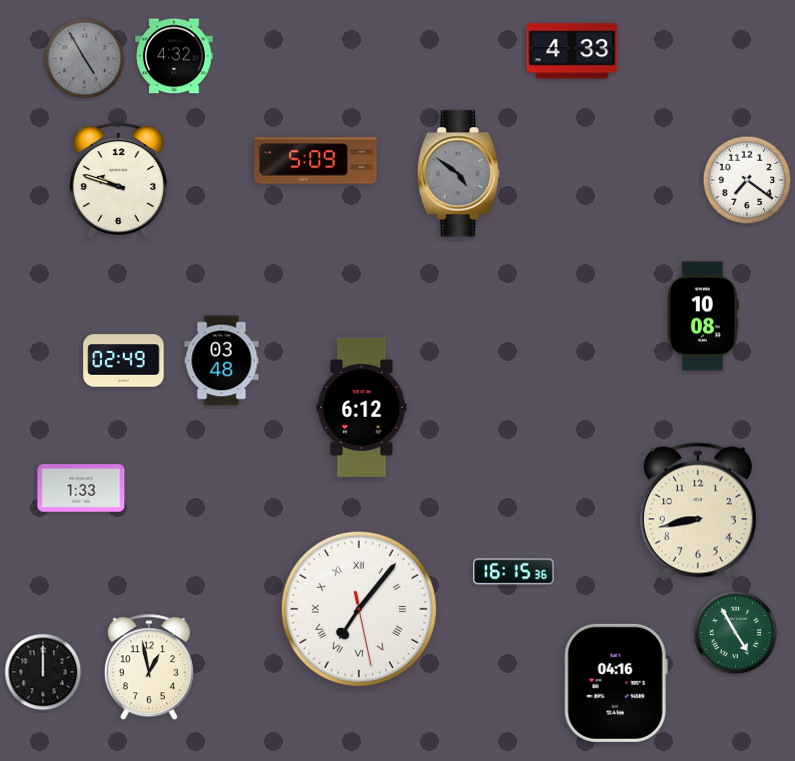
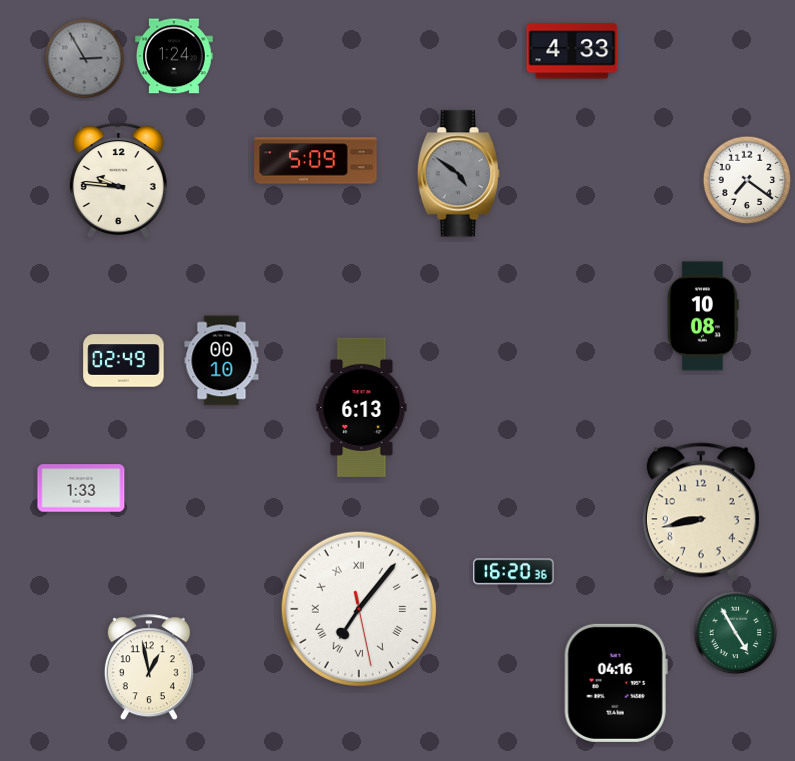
clock at (174, 56): 4:32 -> 1:24
clock at (85, 59): 4:55 -> 2:55
clock at (118, 181): 9:48 -> 9:46
clock at (222, 361): 03:48 -> 00:10
clock at (362, 407): 6:12 -> 6:13
clock at (698, 512) position: (698, 512) -> (701, 512)
clock at (514, 572): 16:15 -> 16:20
clock at (43, 672): 12:00 -> none
